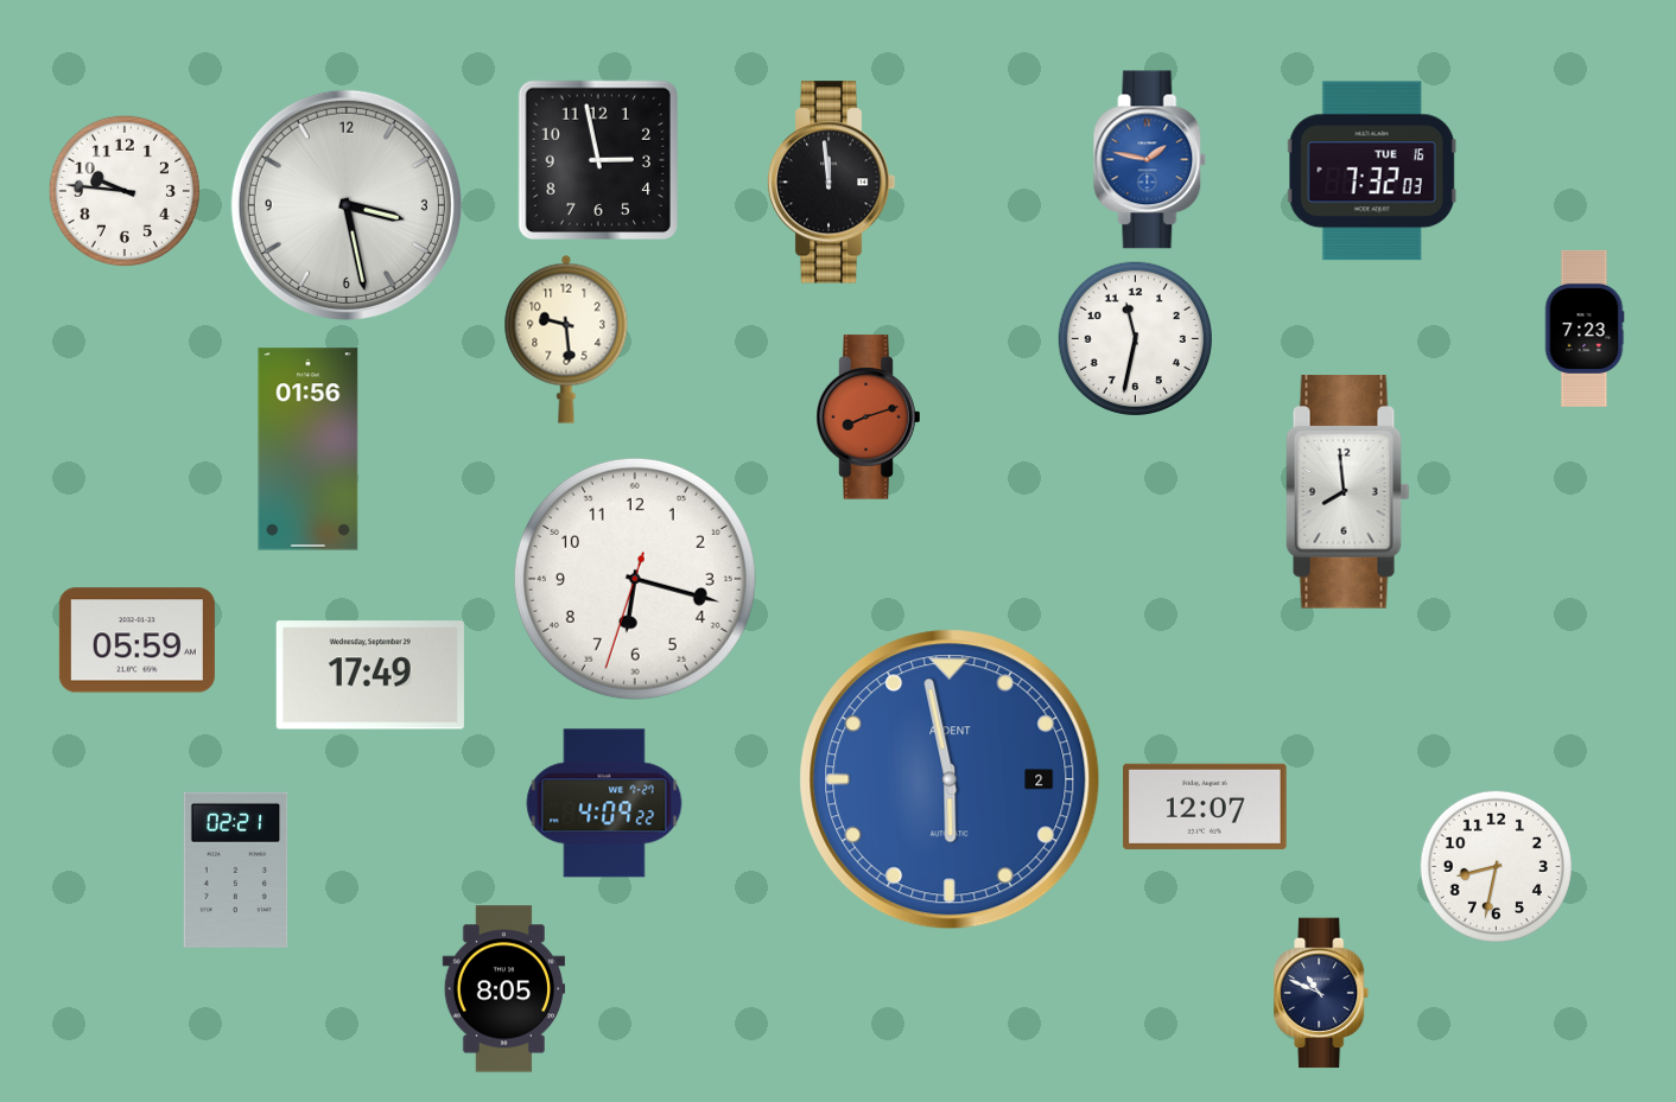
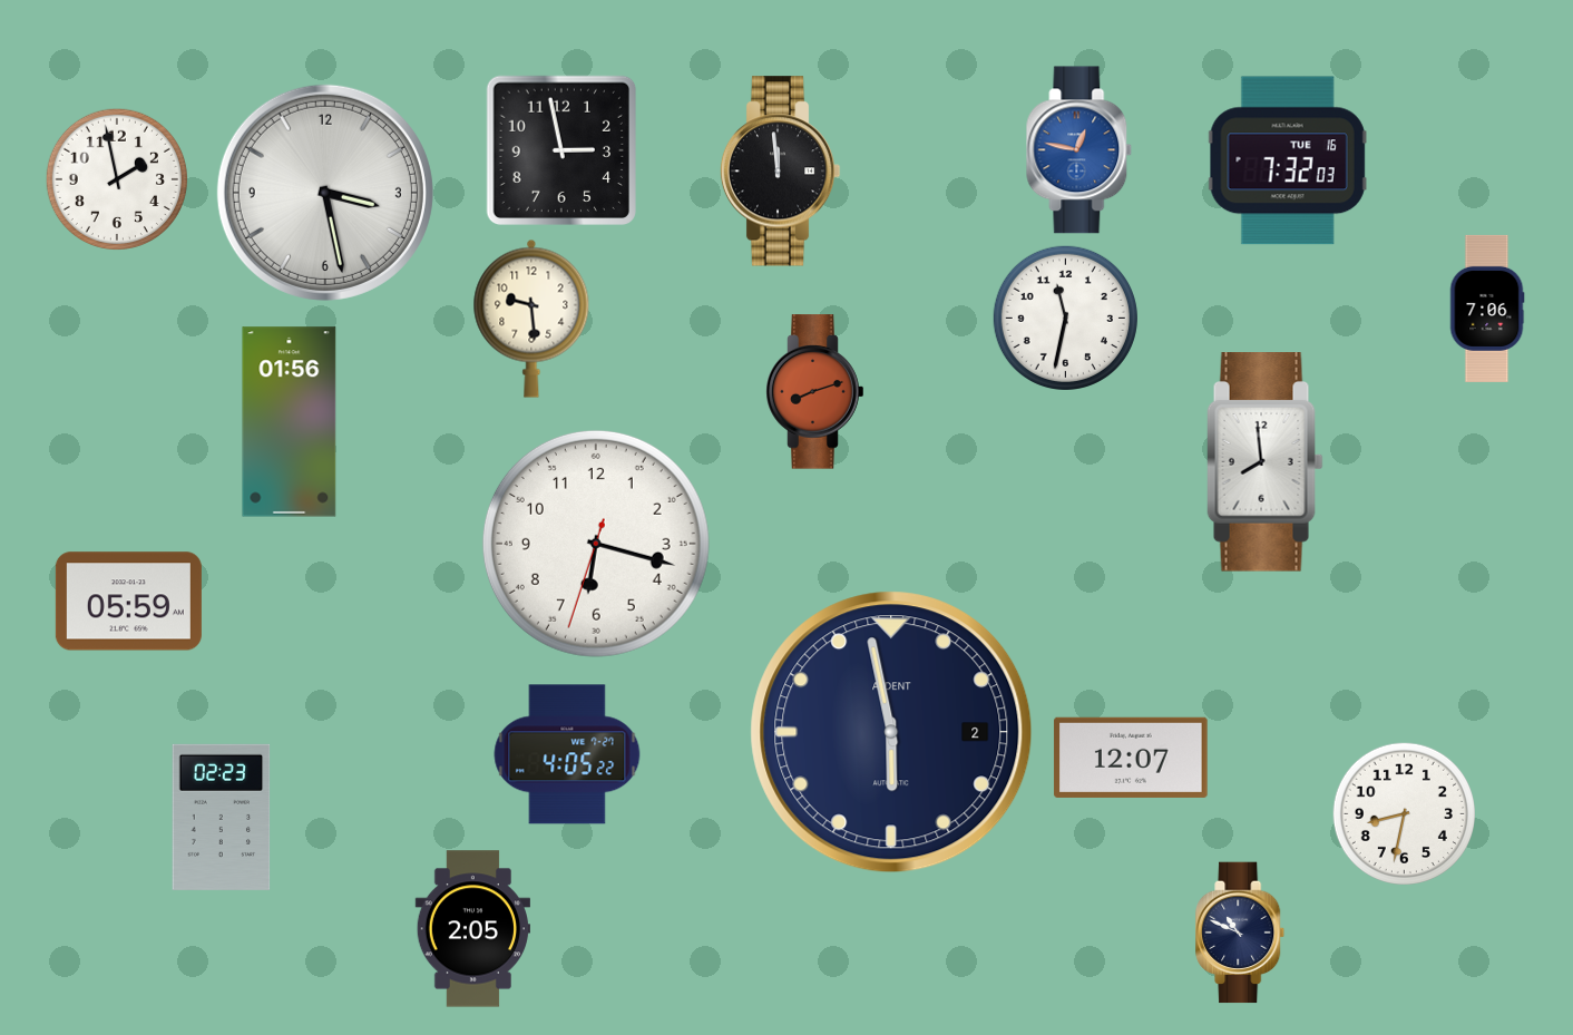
clock at (1150, 160): 1:47 -> 12:47
clock at (125, 191): 9:46 -> 1:58
clock at (1585, 329): 7:23 -> 7:06
clock at (370, 675): 17:49 -> none
clock at (950, 779) dial: blue -> navy
clock at (604, 803): 4:09 -> 4:05
clock at (236, 870): 02:21 -> 02:23
clock at (503, 989): 8:05 -> 2:05
